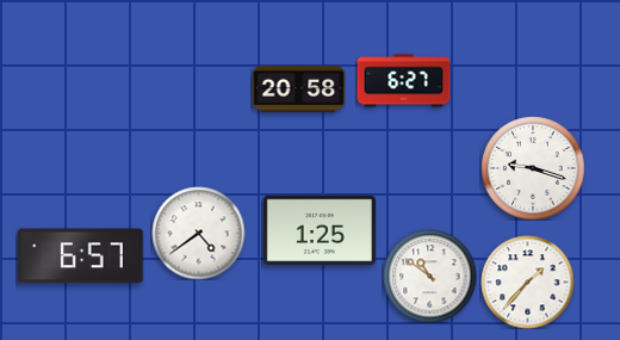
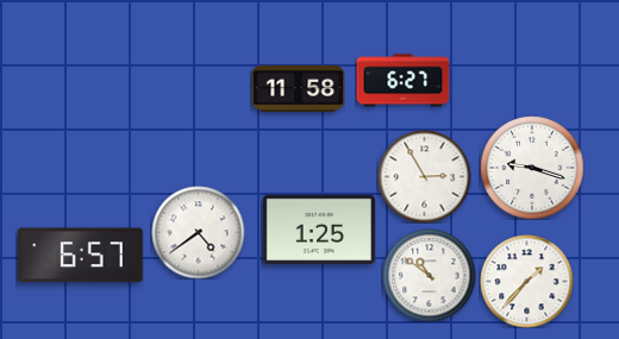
clock at (298, 88): 20:58 -> 11:58
clock at (424, 176): none -> 2:55
